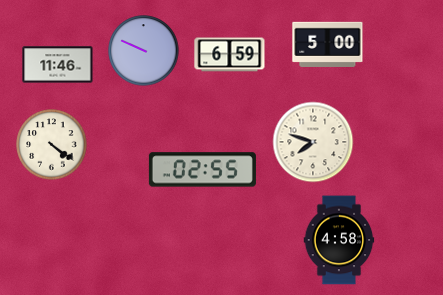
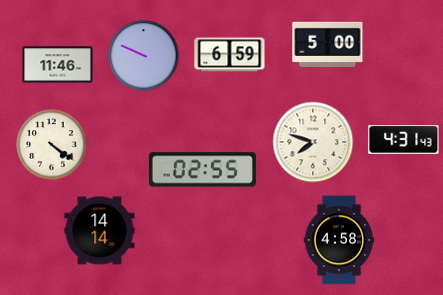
clock at (144, 51) position: (144, 51) -> (144, 56)
clock at (404, 140): none -> 4:31
clock at (100, 231): none -> 14:14
